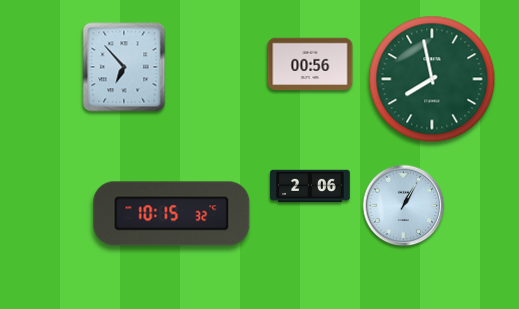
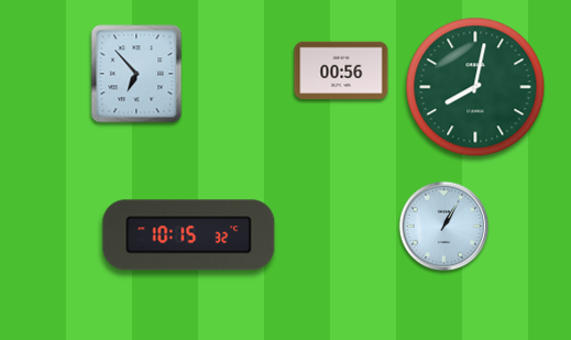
clock at (432, 79): 7:58 -> 8:02
clock at (310, 186): 2:06 -> none
